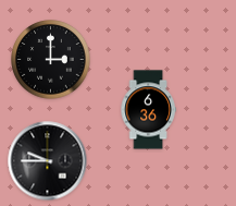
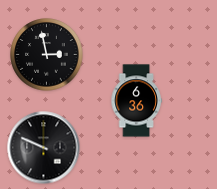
clock at (51, 60): 3:00 -> 2:58
clock at (48, 161): 9:45 -> 9:49
